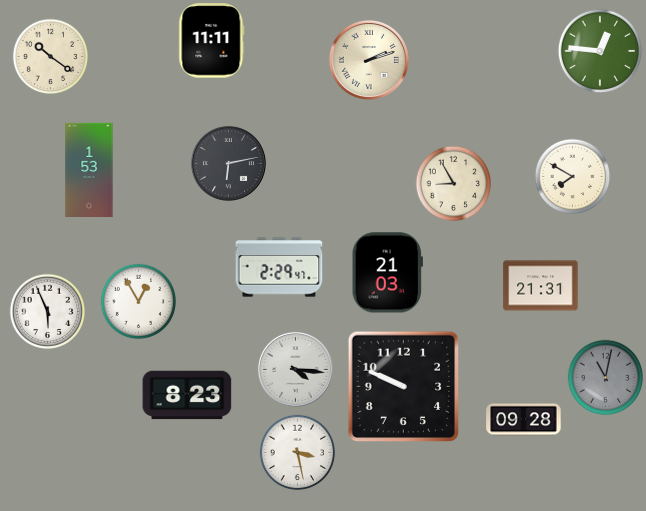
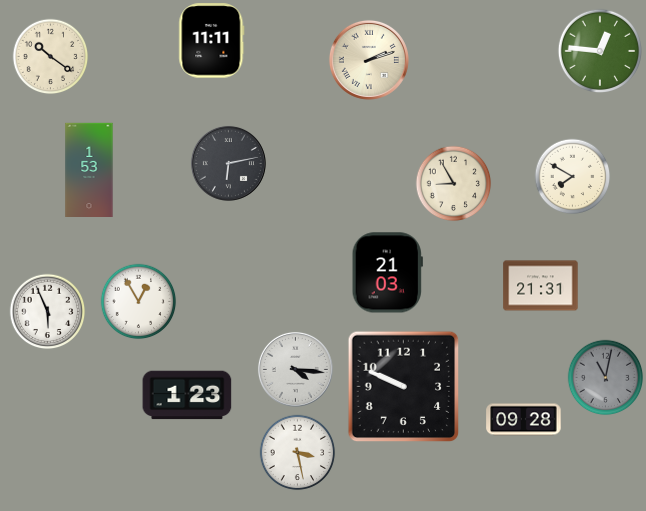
clock at (279, 267): 2:29 -> none
clock at (187, 395): 8:23 -> 1:23
